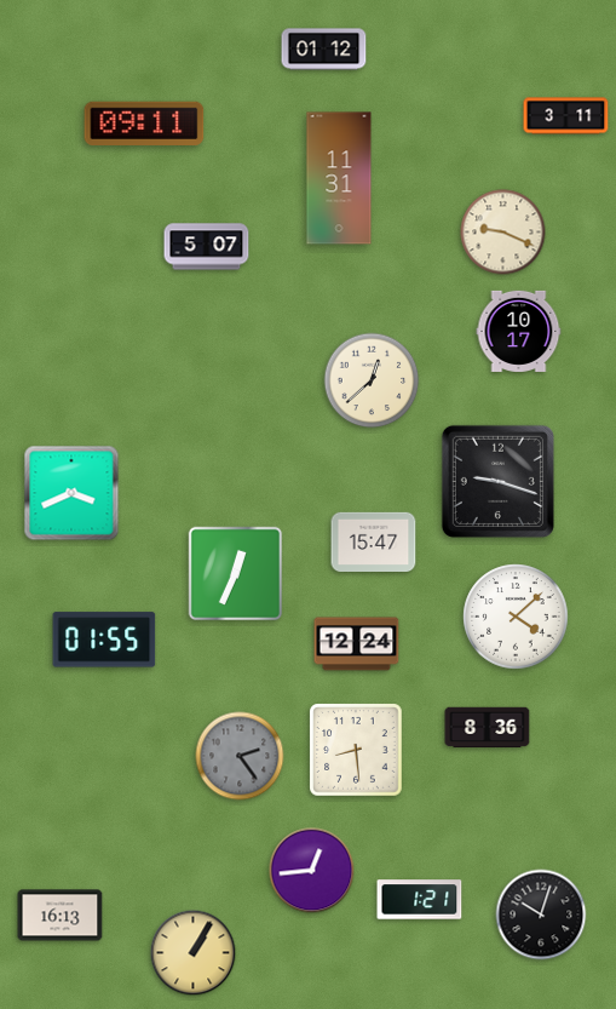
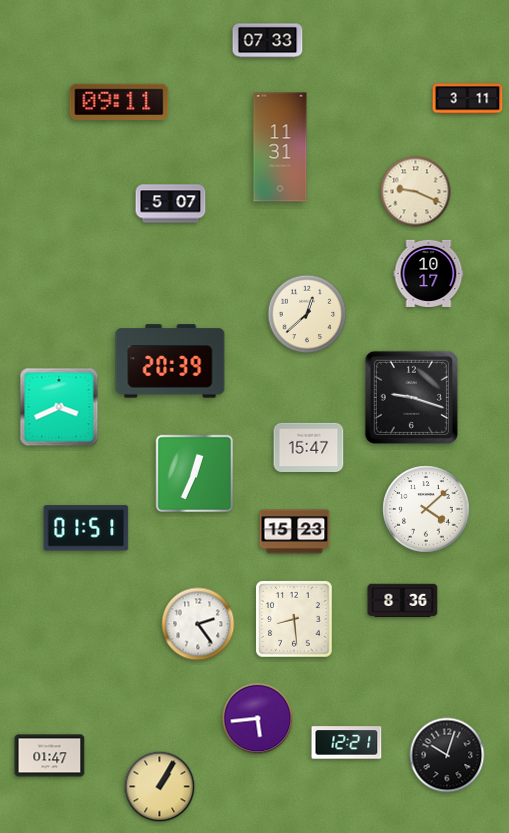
clock at (324, 50): 01:12 -> 07:33
clock at (566, 116) position: (566, 116) -> (468, 99)
clock at (170, 361): none -> 20:39
clock at (104, 640): 01:55 -> 01:51
clock at (357, 644): 12:24 -> 15:23
clock at (240, 756) dial: grey -> white
clock at (312, 871): 12:44 -> 5:44
clock at (420, 900): 1:21 -> 12:21
clock at (61, 916): 16:13 -> 01:47
